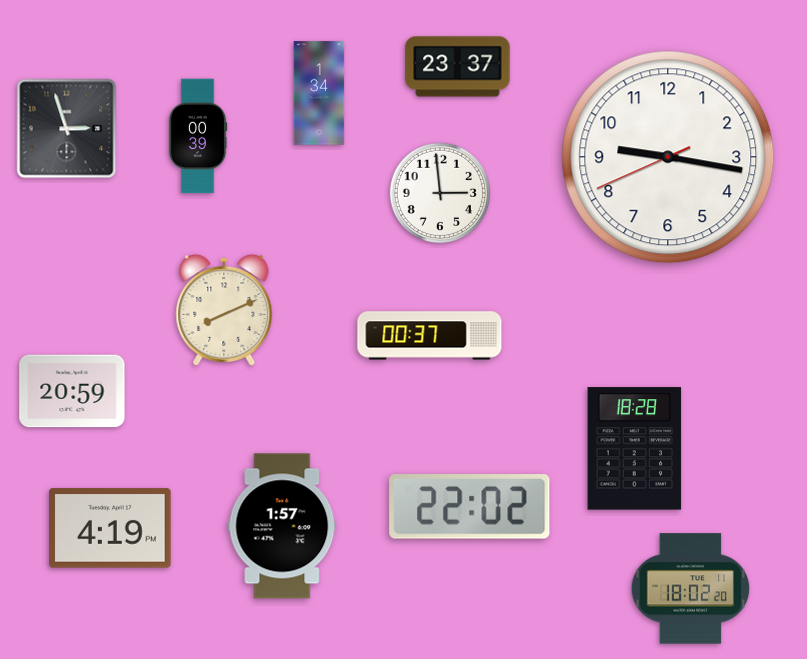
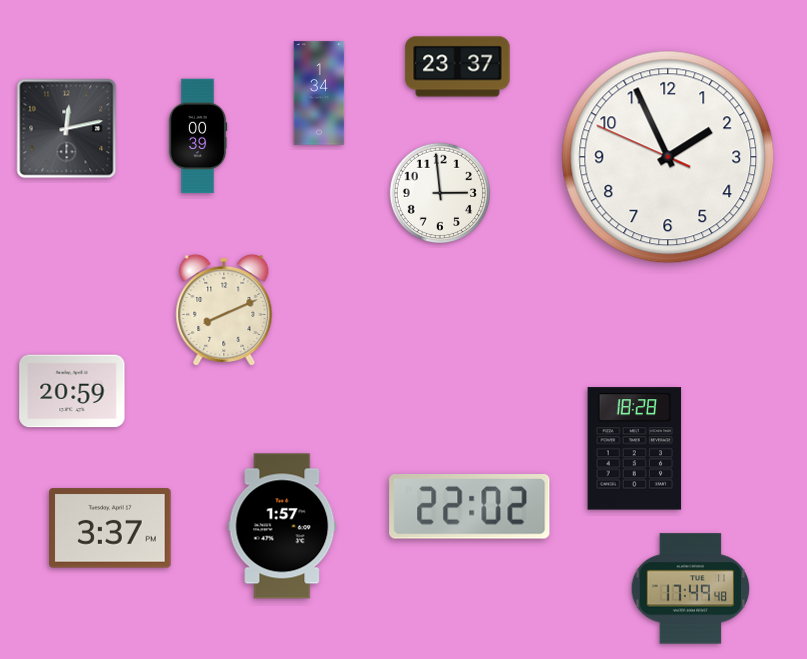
clock at (67, 129): 2:57 -> 12:13
clock at (668, 157): 9:16 -> 1:55
clock at (430, 336): 00:37 -> none
clock at (110, 528): 4:19 -> 3:37
clock at (691, 589): 18:02 -> 17:49
